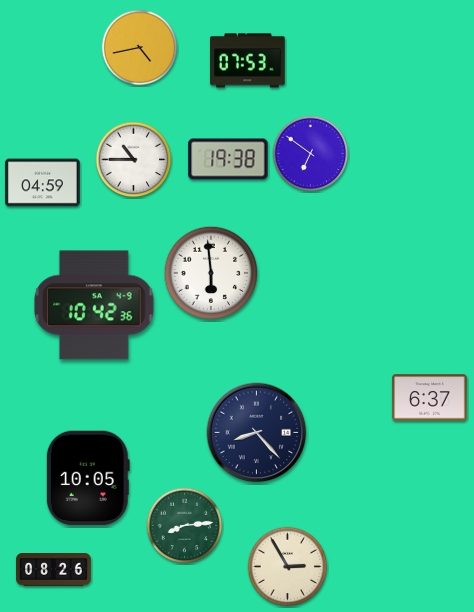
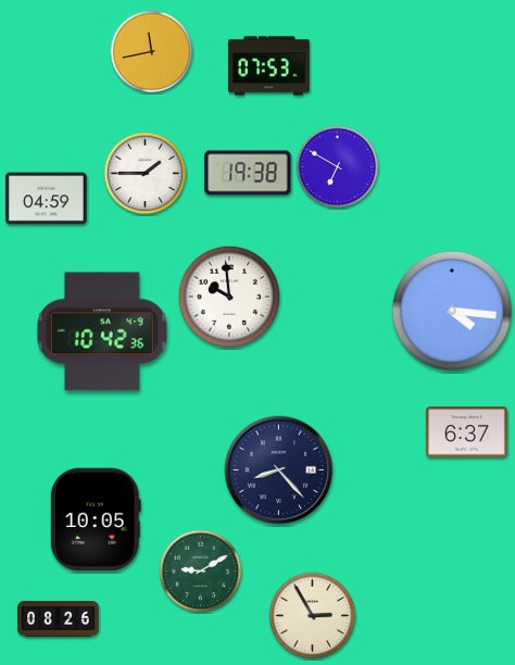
clock at (140, 48): 4:43 -> 11:43
clock at (311, 154): 6:51 -> 6:50
clock at (134, 160): 10:45 -> 1:45
clock at (211, 273): 5:59 -> 9:59
clock at (452, 311): none -> 4:16
clock at (185, 526): 8:14 -> 9:10
